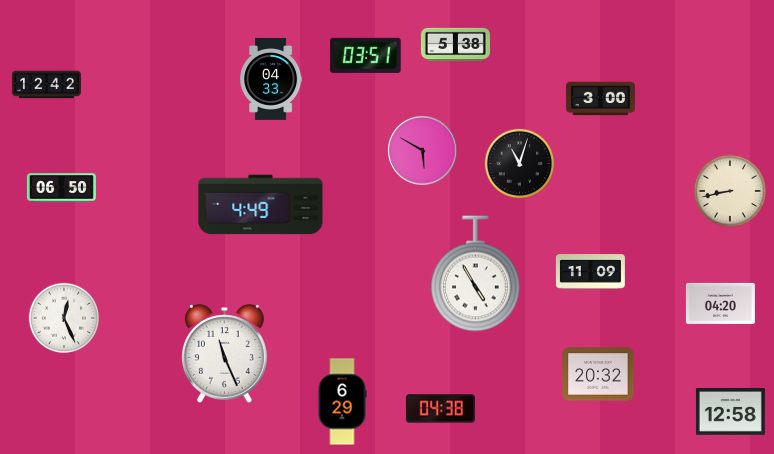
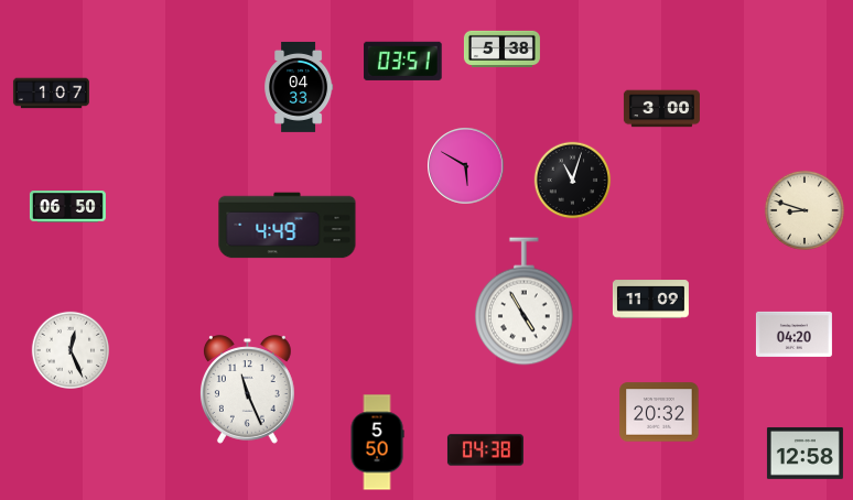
clock at (46, 85): 12:42 -> 1:07
clock at (730, 191): 8:43 -> 8:48
clock at (342, 402): 6:29 -> 5:50
